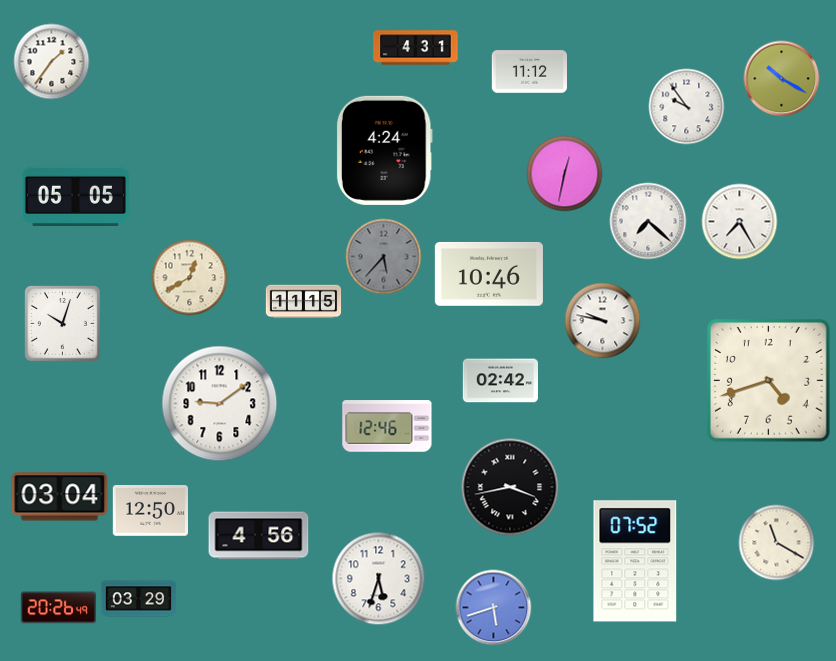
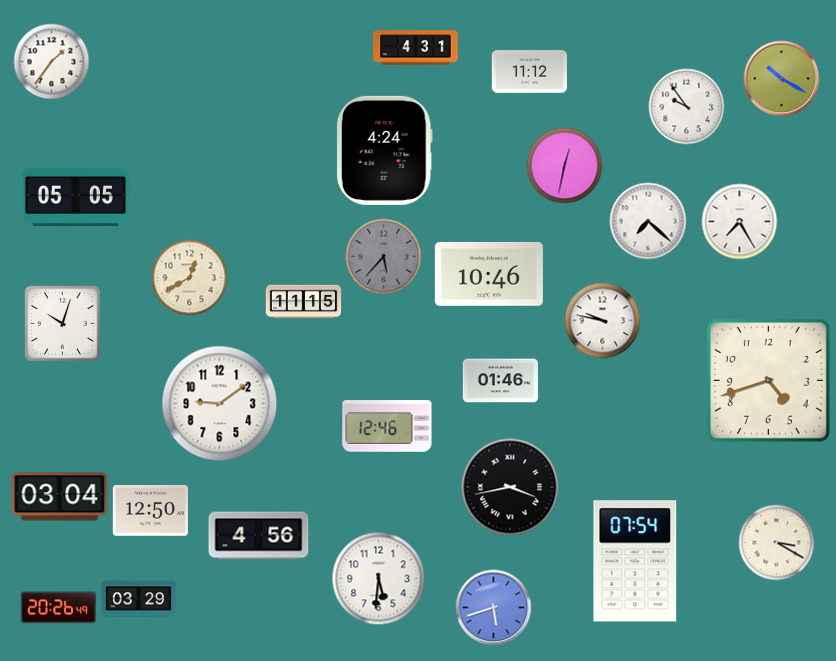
clock at (565, 174) position: (565, 174) -> (565, 166)
clock at (500, 381): 02:42 -> 01:46
clock at (777, 543): 11:20 -> 3:20
clock at (635, 561): 07:52 -> 07:54
clock at (379, 579): 5:33 -> 5:31
